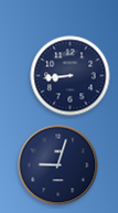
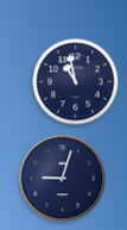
clock at (71, 76): 8:44 -> 10:58
